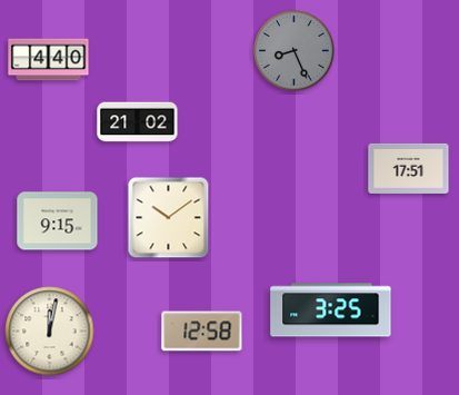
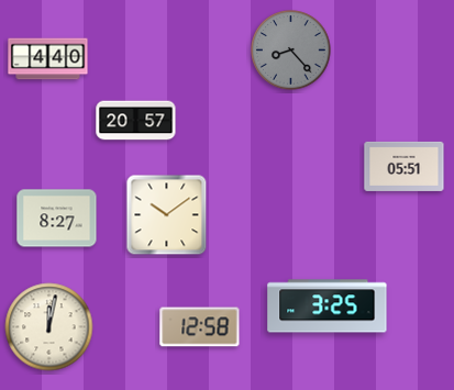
clock at (295, 51): 8:26 -> 8:23
clock at (138, 122): 21:02 -> 20:57
clock at (409, 168): 17:51 -> 05:51
clock at (58, 221): 9:15 -> 8:27
